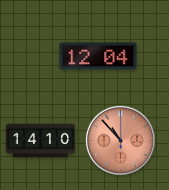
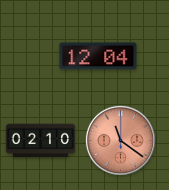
clock at (120, 140): 10:53 -> 11:21
clock at (41, 141): 14:10 -> 02:10
